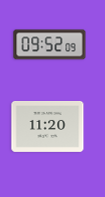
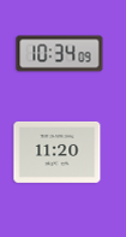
clock at (50, 45): 09:52 -> 10:34
